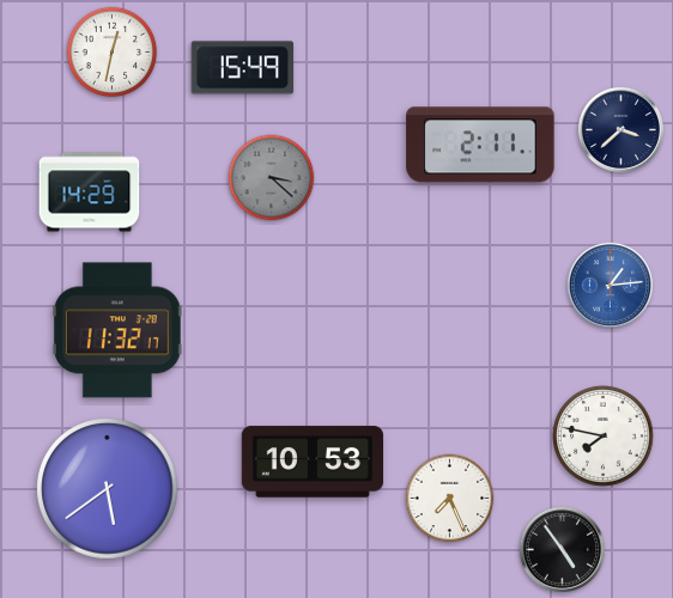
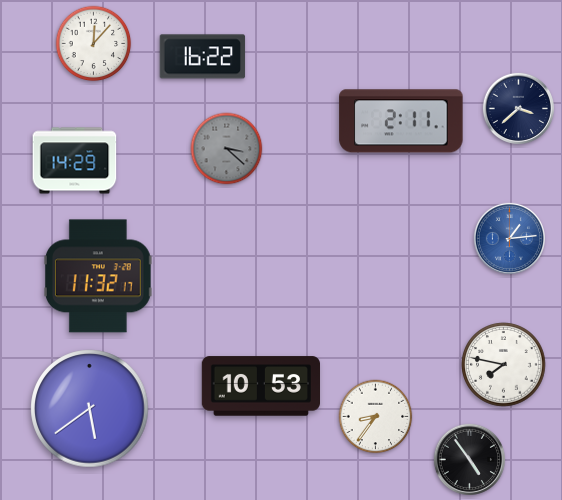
clock at (113, 53): 12:32 -> 12:07
clock at (243, 68): 15:49 -> 16:22
clock at (450, 499): 7:26 -> 8:36
